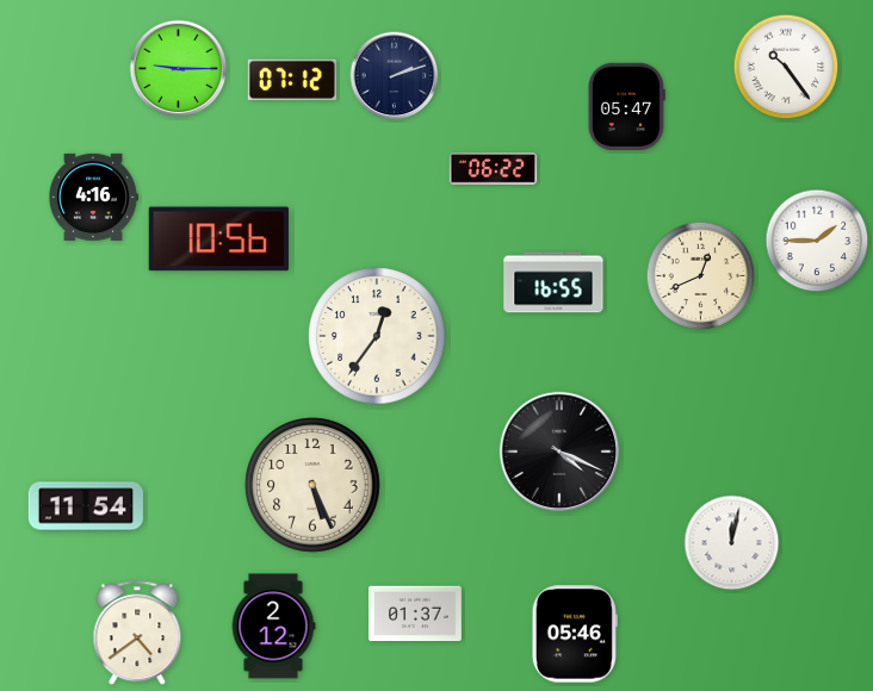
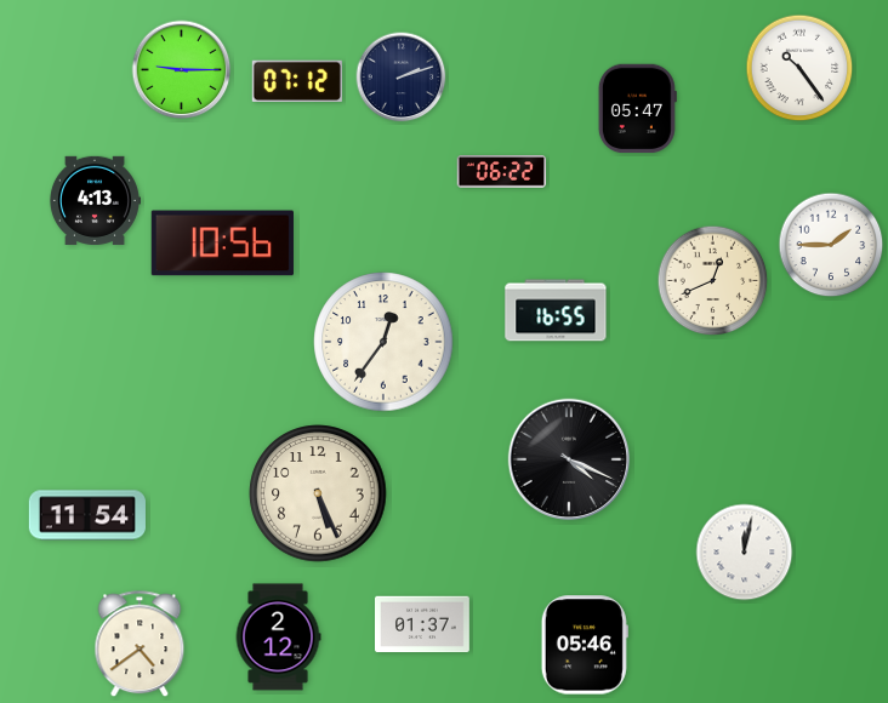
clock at (93, 197): 4:16 -> 4:13
clock at (553, 282) position: (553, 282) -> (556, 310)
